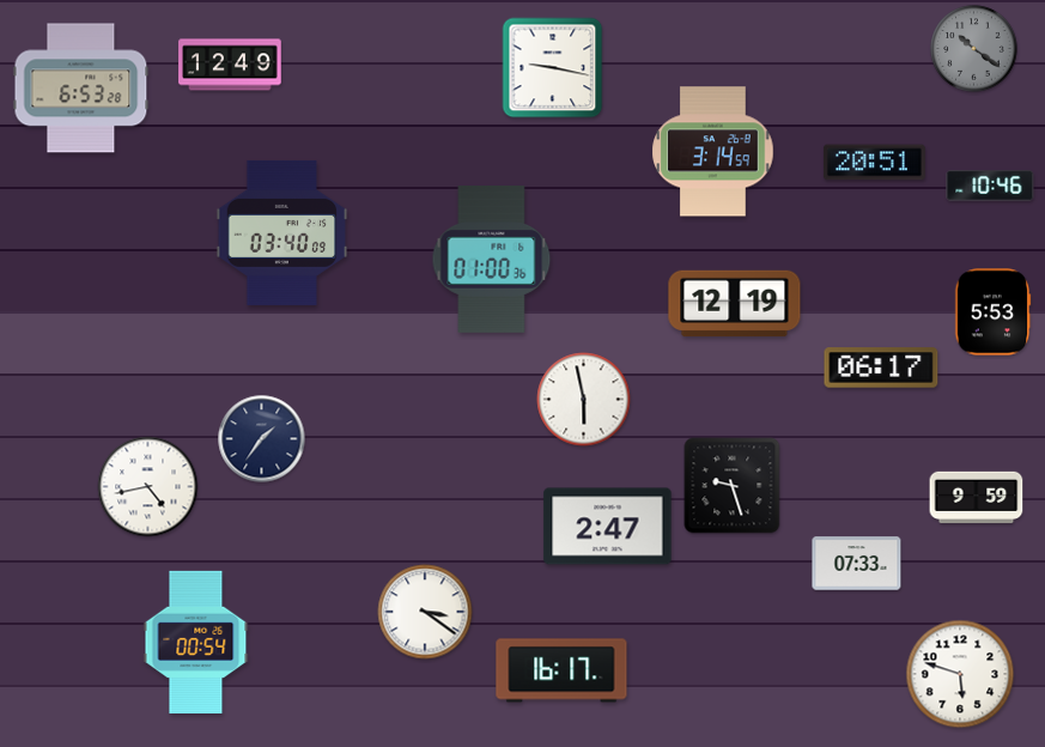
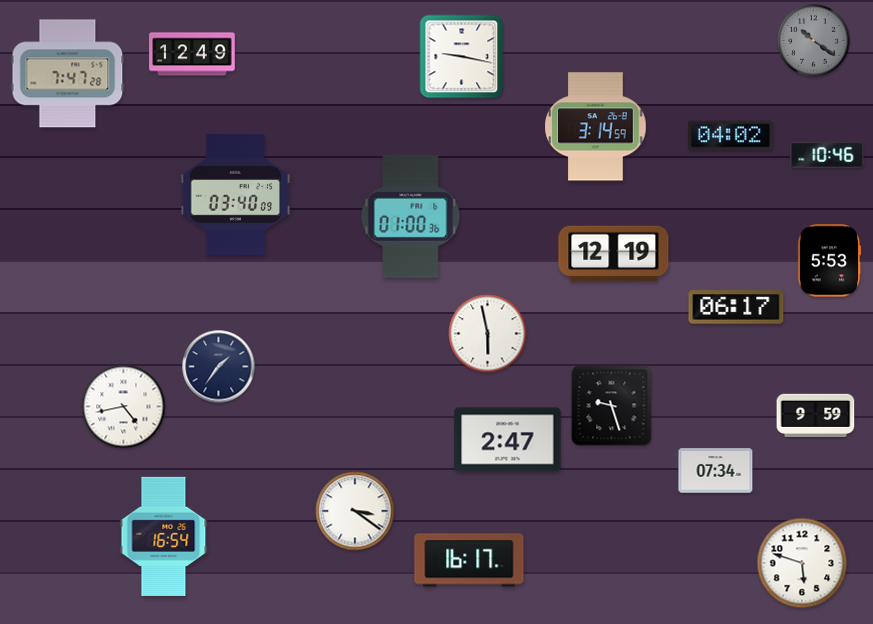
clock at (81, 89): 6:53 -> 7:47
clock at (874, 163): 20:51 -> 04:02
clock at (857, 564): 07:33 -> 07:34
clock at (196, 642): 00:54 -> 16:54
